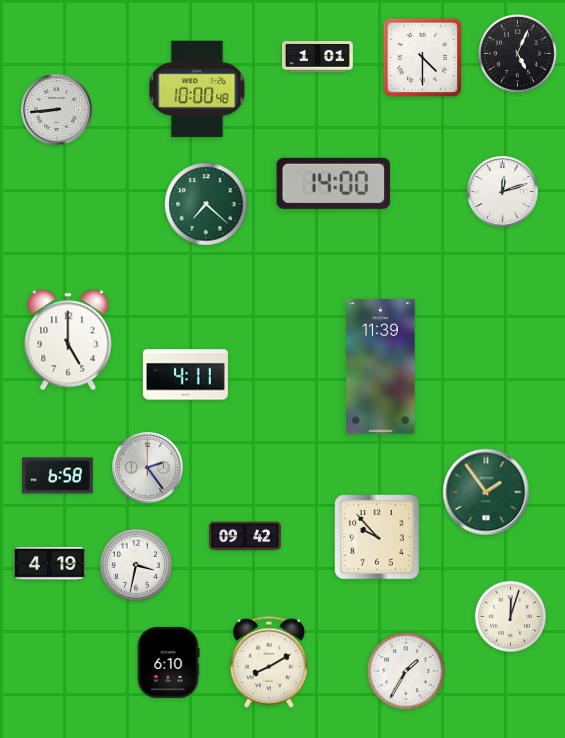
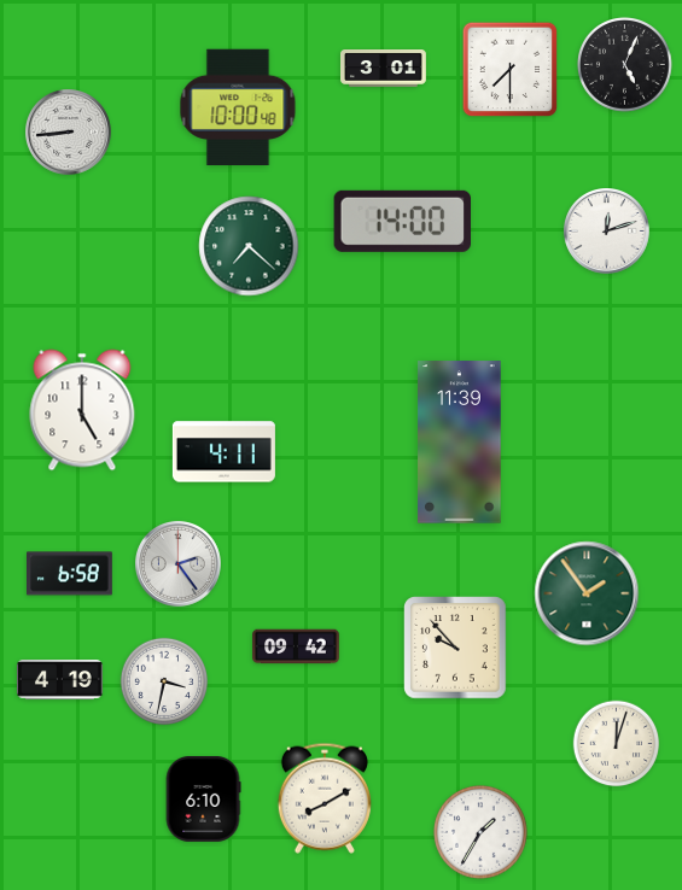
clock at (318, 57): 1:01 -> 3:01
clock at (423, 58): 4:30 -> 7:30
clock at (407, 672) position: (407, 672) -> (482, 833)
